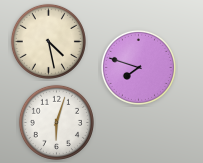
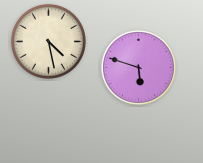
clock at (138, 67): 7:48 -> 5:48
clock at (56, 122): 6:03 -> none
